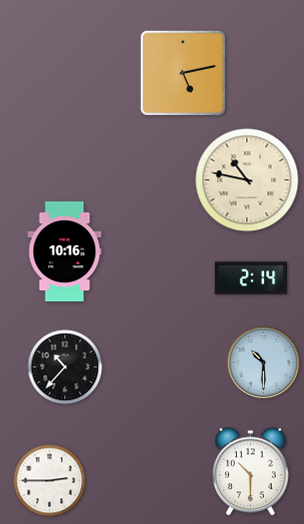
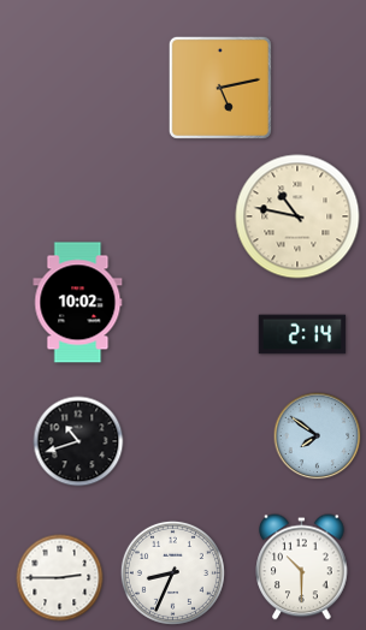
clock at (65, 252): 10:16 -> 10:02
clock at (264, 363): 10:30 -> 7:51
clock at (65, 367): 10:37 -> 10:42
clock at (172, 572): none -> 8:34
